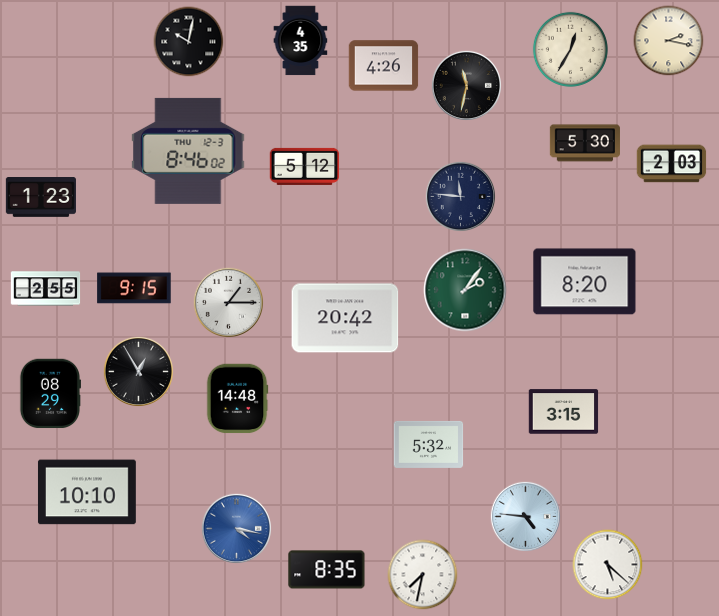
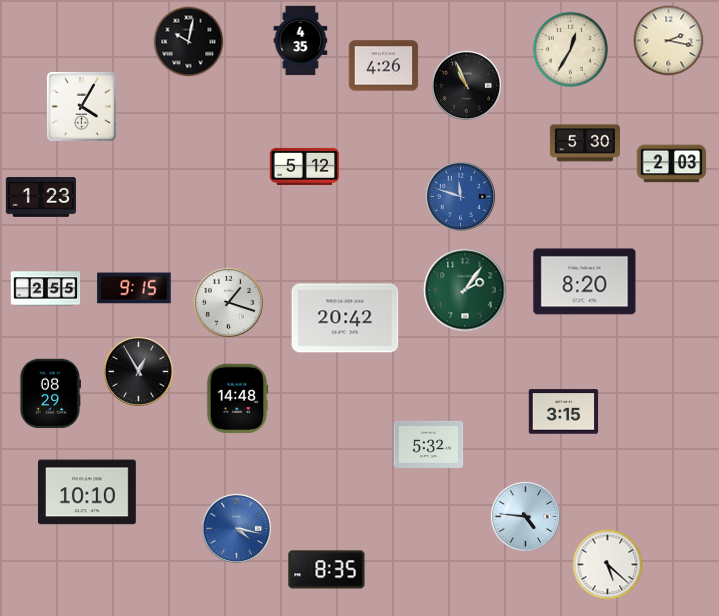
clock at (466, 85): 11:32 -> 10:56
clock at (81, 106): none -> 4:05
clock at (188, 151): 8:46 -> none
clock at (460, 196): 11:46 -> 11:48
clock at (460, 196) dial: navy -> blue
clock at (228, 302): 1:15 -> 1:18
clock at (423, 575): 7:32 -> none
